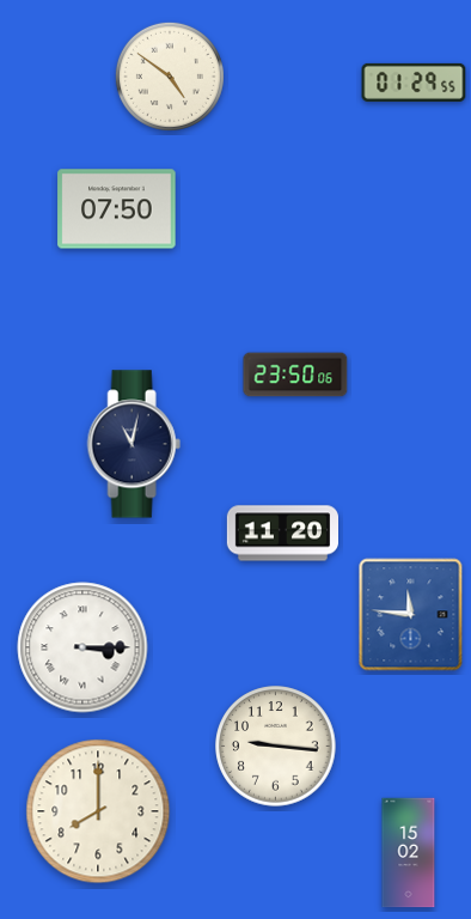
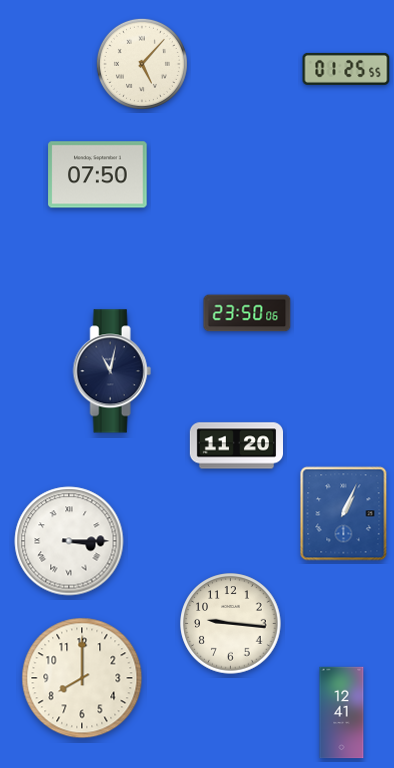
clock at (170, 77): 4:51 -> 5:07
clock at (414, 83): 01:29 -> 01:25
clock at (411, 615): 11:46 -> 1:04
clock at (409, 853): 15:02 -> 12:41
